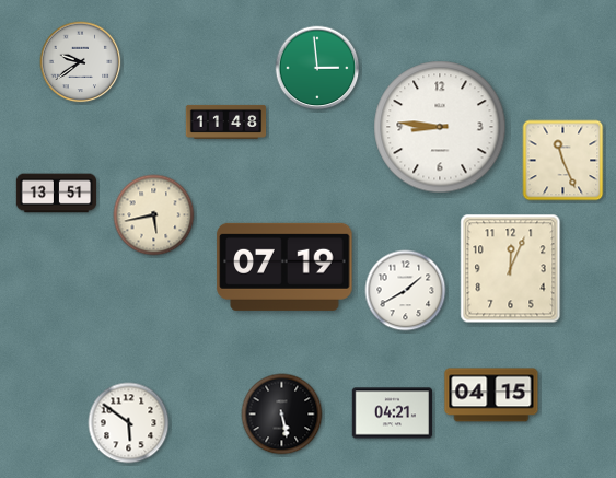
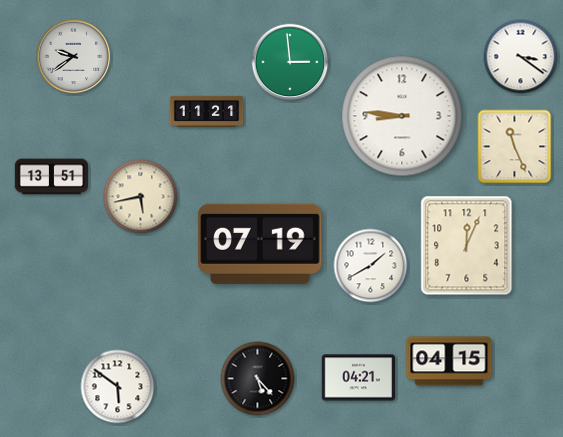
clock at (521, 57): none -> 3:21
clock at (226, 121): 11:48 -> 11:21
clock at (282, 415): 5:28 -> 5:23
